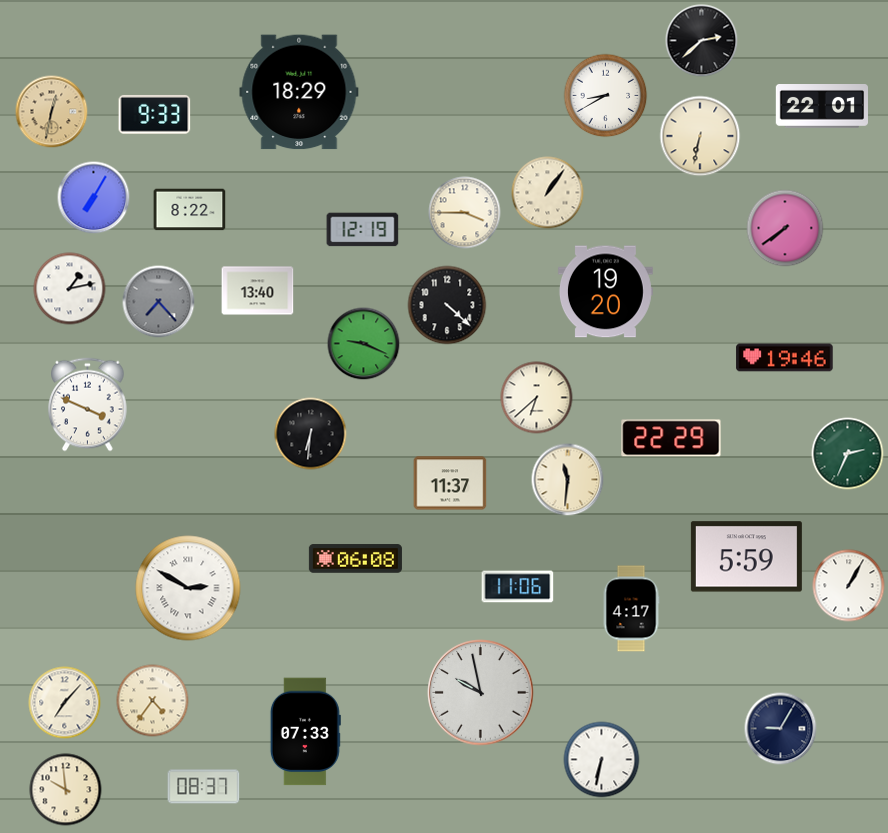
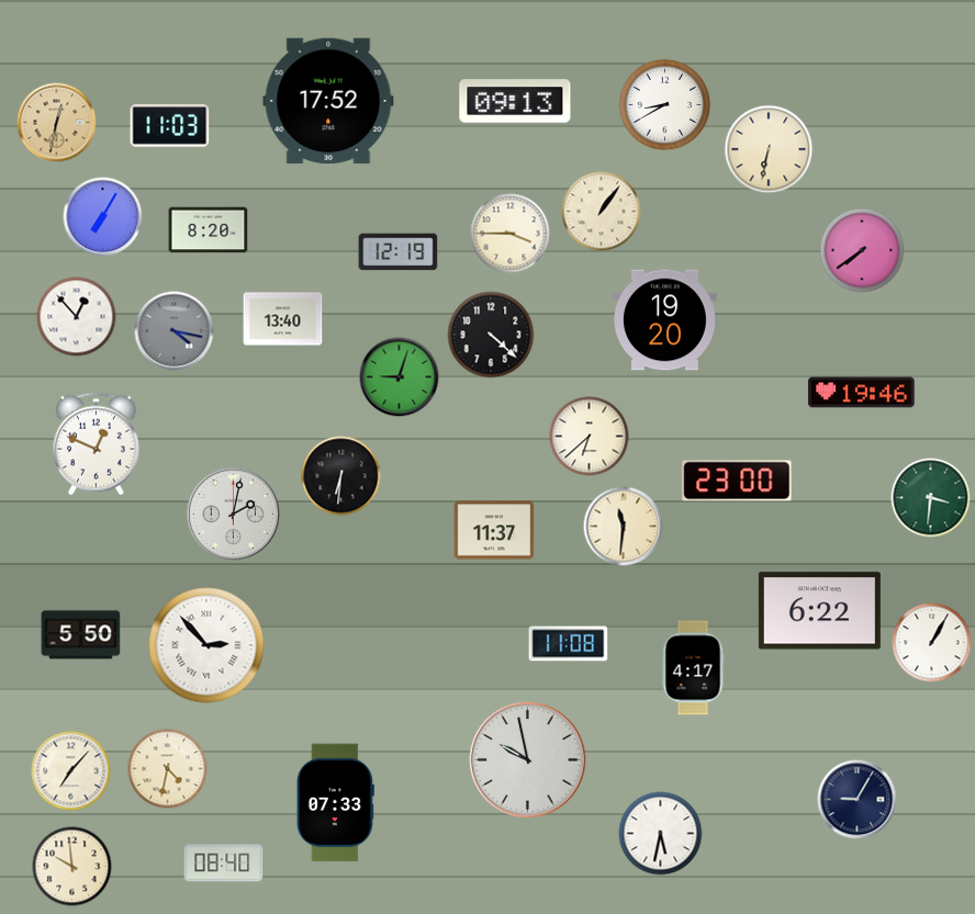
clock at (702, 41): 2:38 -> none
clock at (299, 92): 18:29 -> 17:52
clock at (515, 101): none -> 09:13
clock at (821, 107): 22:01 -> none
clock at (155, 114): 9:33 -> 11:03
clock at (190, 210): 8:22 -> 8:20
clock at (70, 289): 1:13 -> 12:53
clock at (159, 302): 7:23 -> 4:17
clock at (364, 344): 9:19 -> 9:03
clock at (88, 405): 3:49 -> 12:49
clock at (671, 438): 22:29 -> 23:00
clock at (848, 454): 2:34 -> 3:31
clock at (234, 515): none -> 2:02
clock at (746, 557): 5:59 -> 6:22
clock at (355, 559): 06:08 -> none
clock at (81, 635): none -> 5:50
clock at (518, 587): 11:06 -> 11:08
clock at (188, 588): 2:50 -> 2:53
clock at (153, 701): 4:36 -> 4:32
clock at (602, 760): 6:32 -> 5:32
clock at (204, 787): 08:37 -> 08:40
